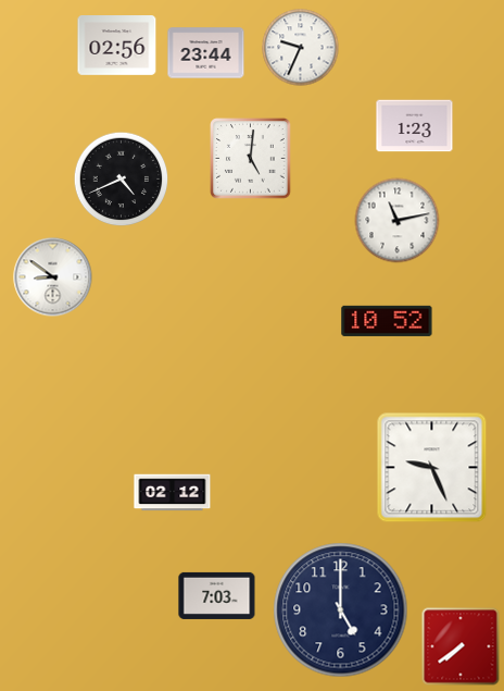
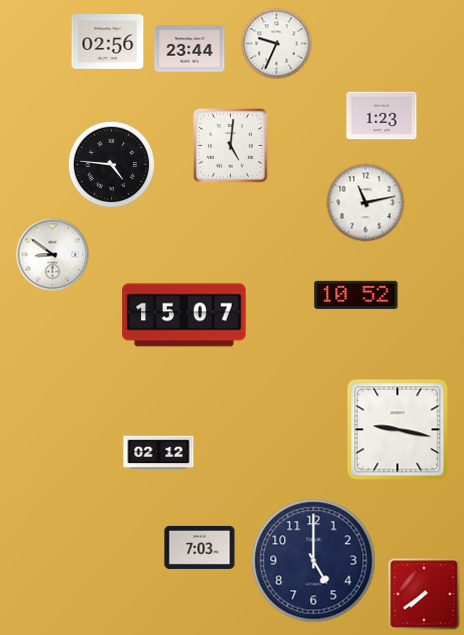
clock at (122, 180): 4:41 -> 4:46
clock at (53, 277) position: (53, 277) -> (53, 255)
clock at (184, 315): none -> 15:07
clock at (432, 468): 9:26 -> 9:17
